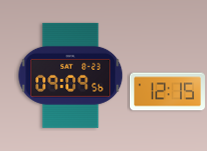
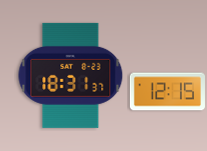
clock at (71, 75): 09:09 -> 18:31
